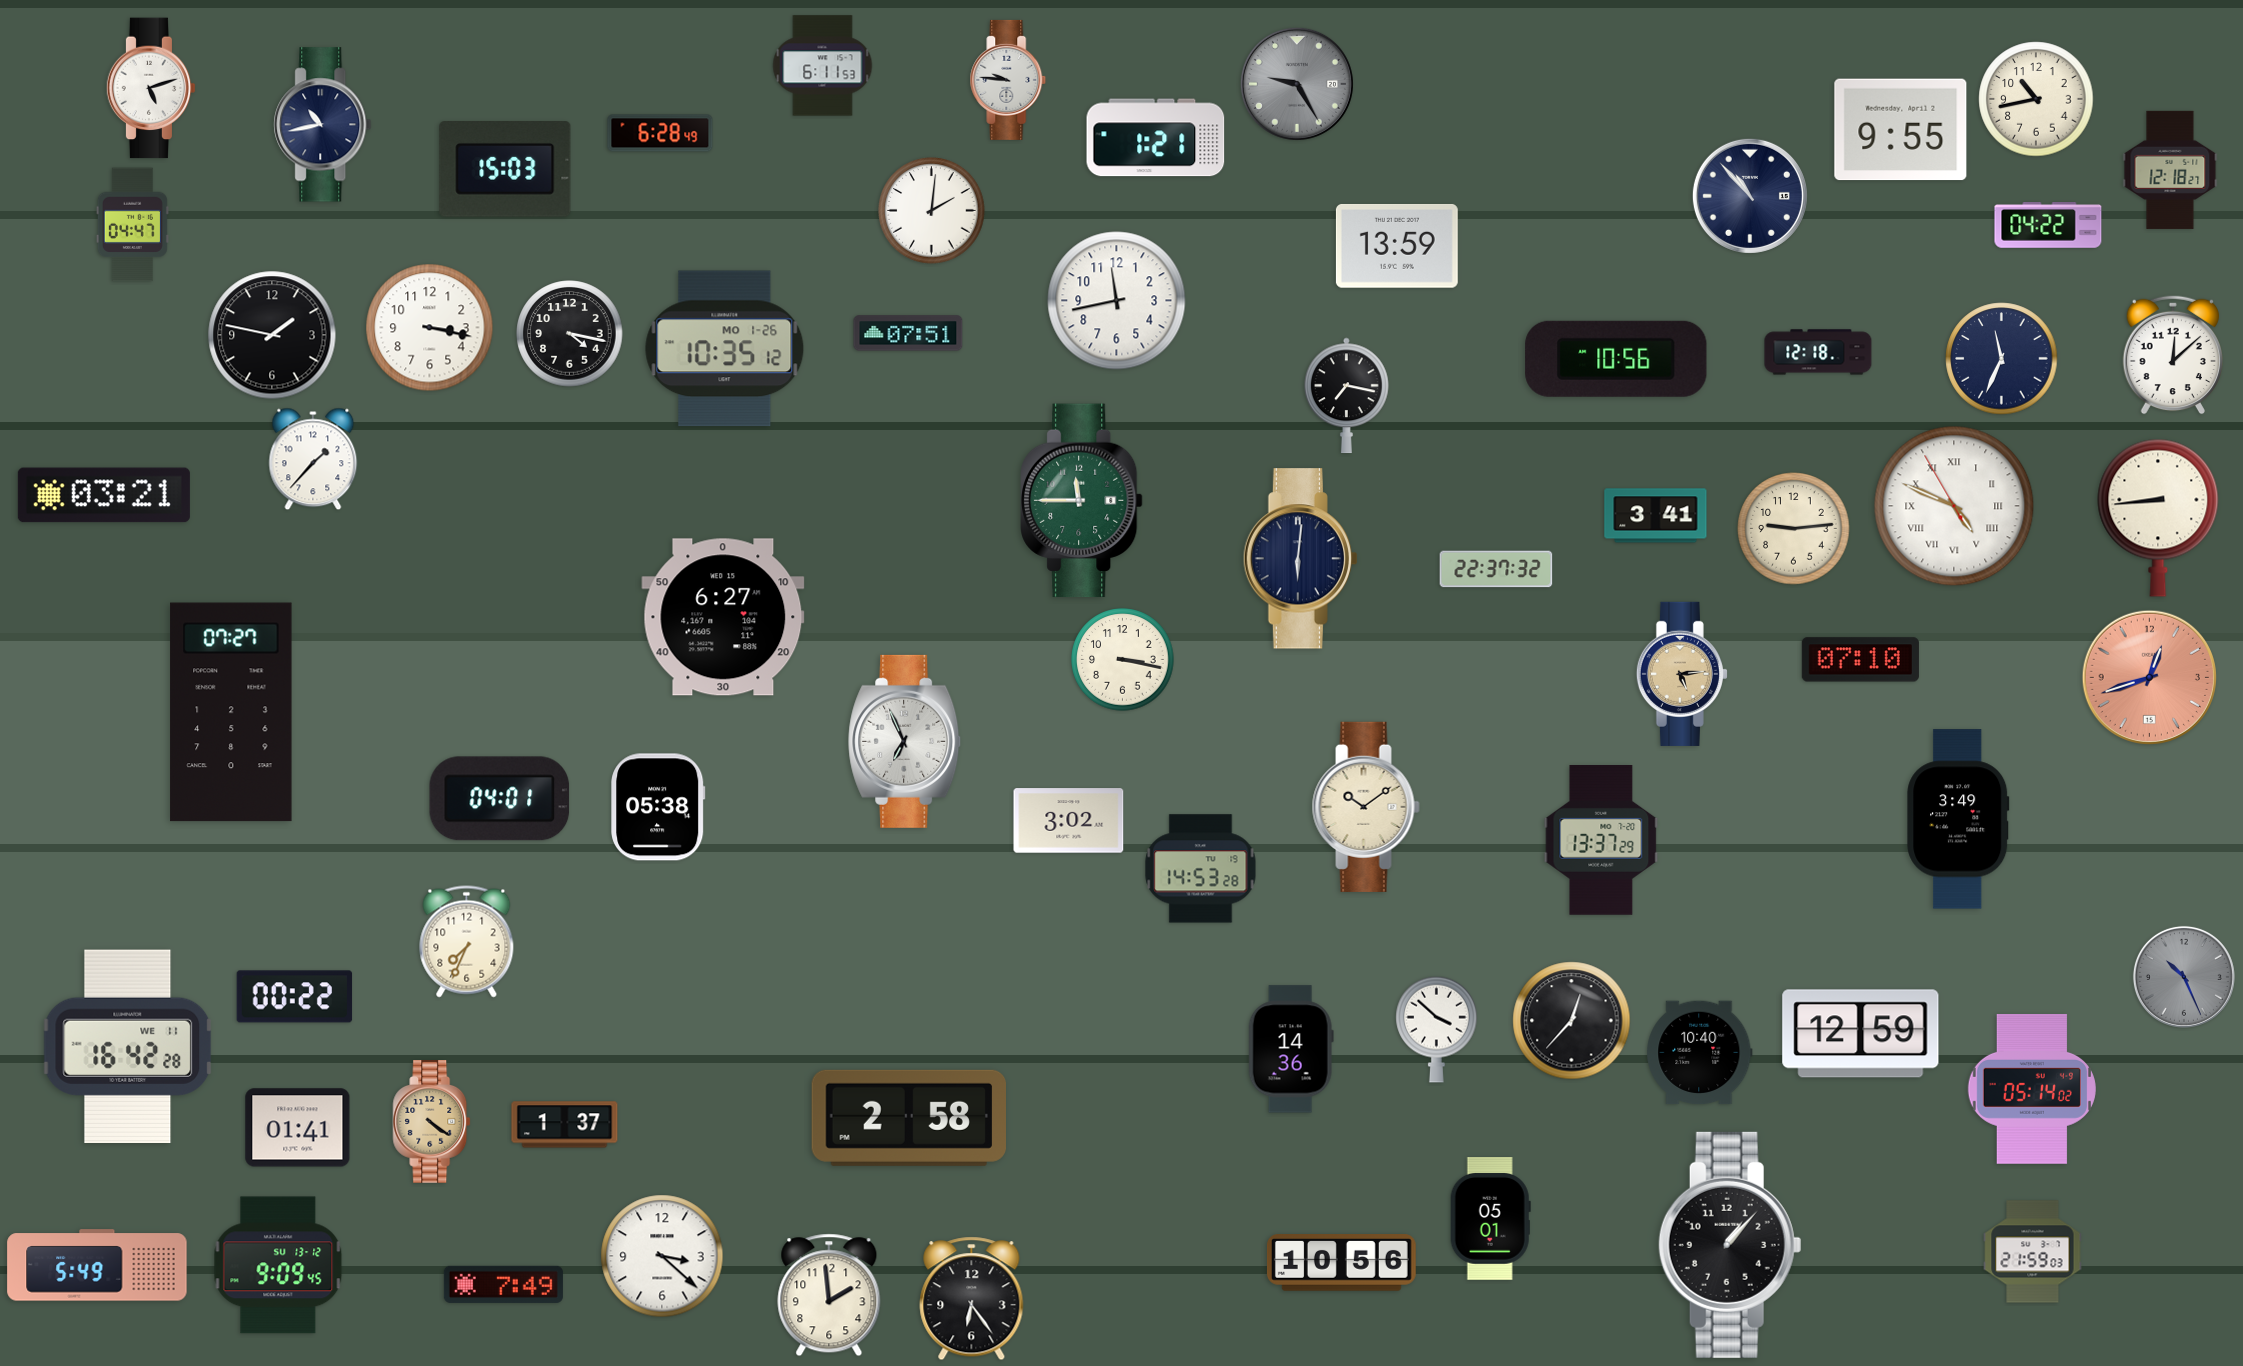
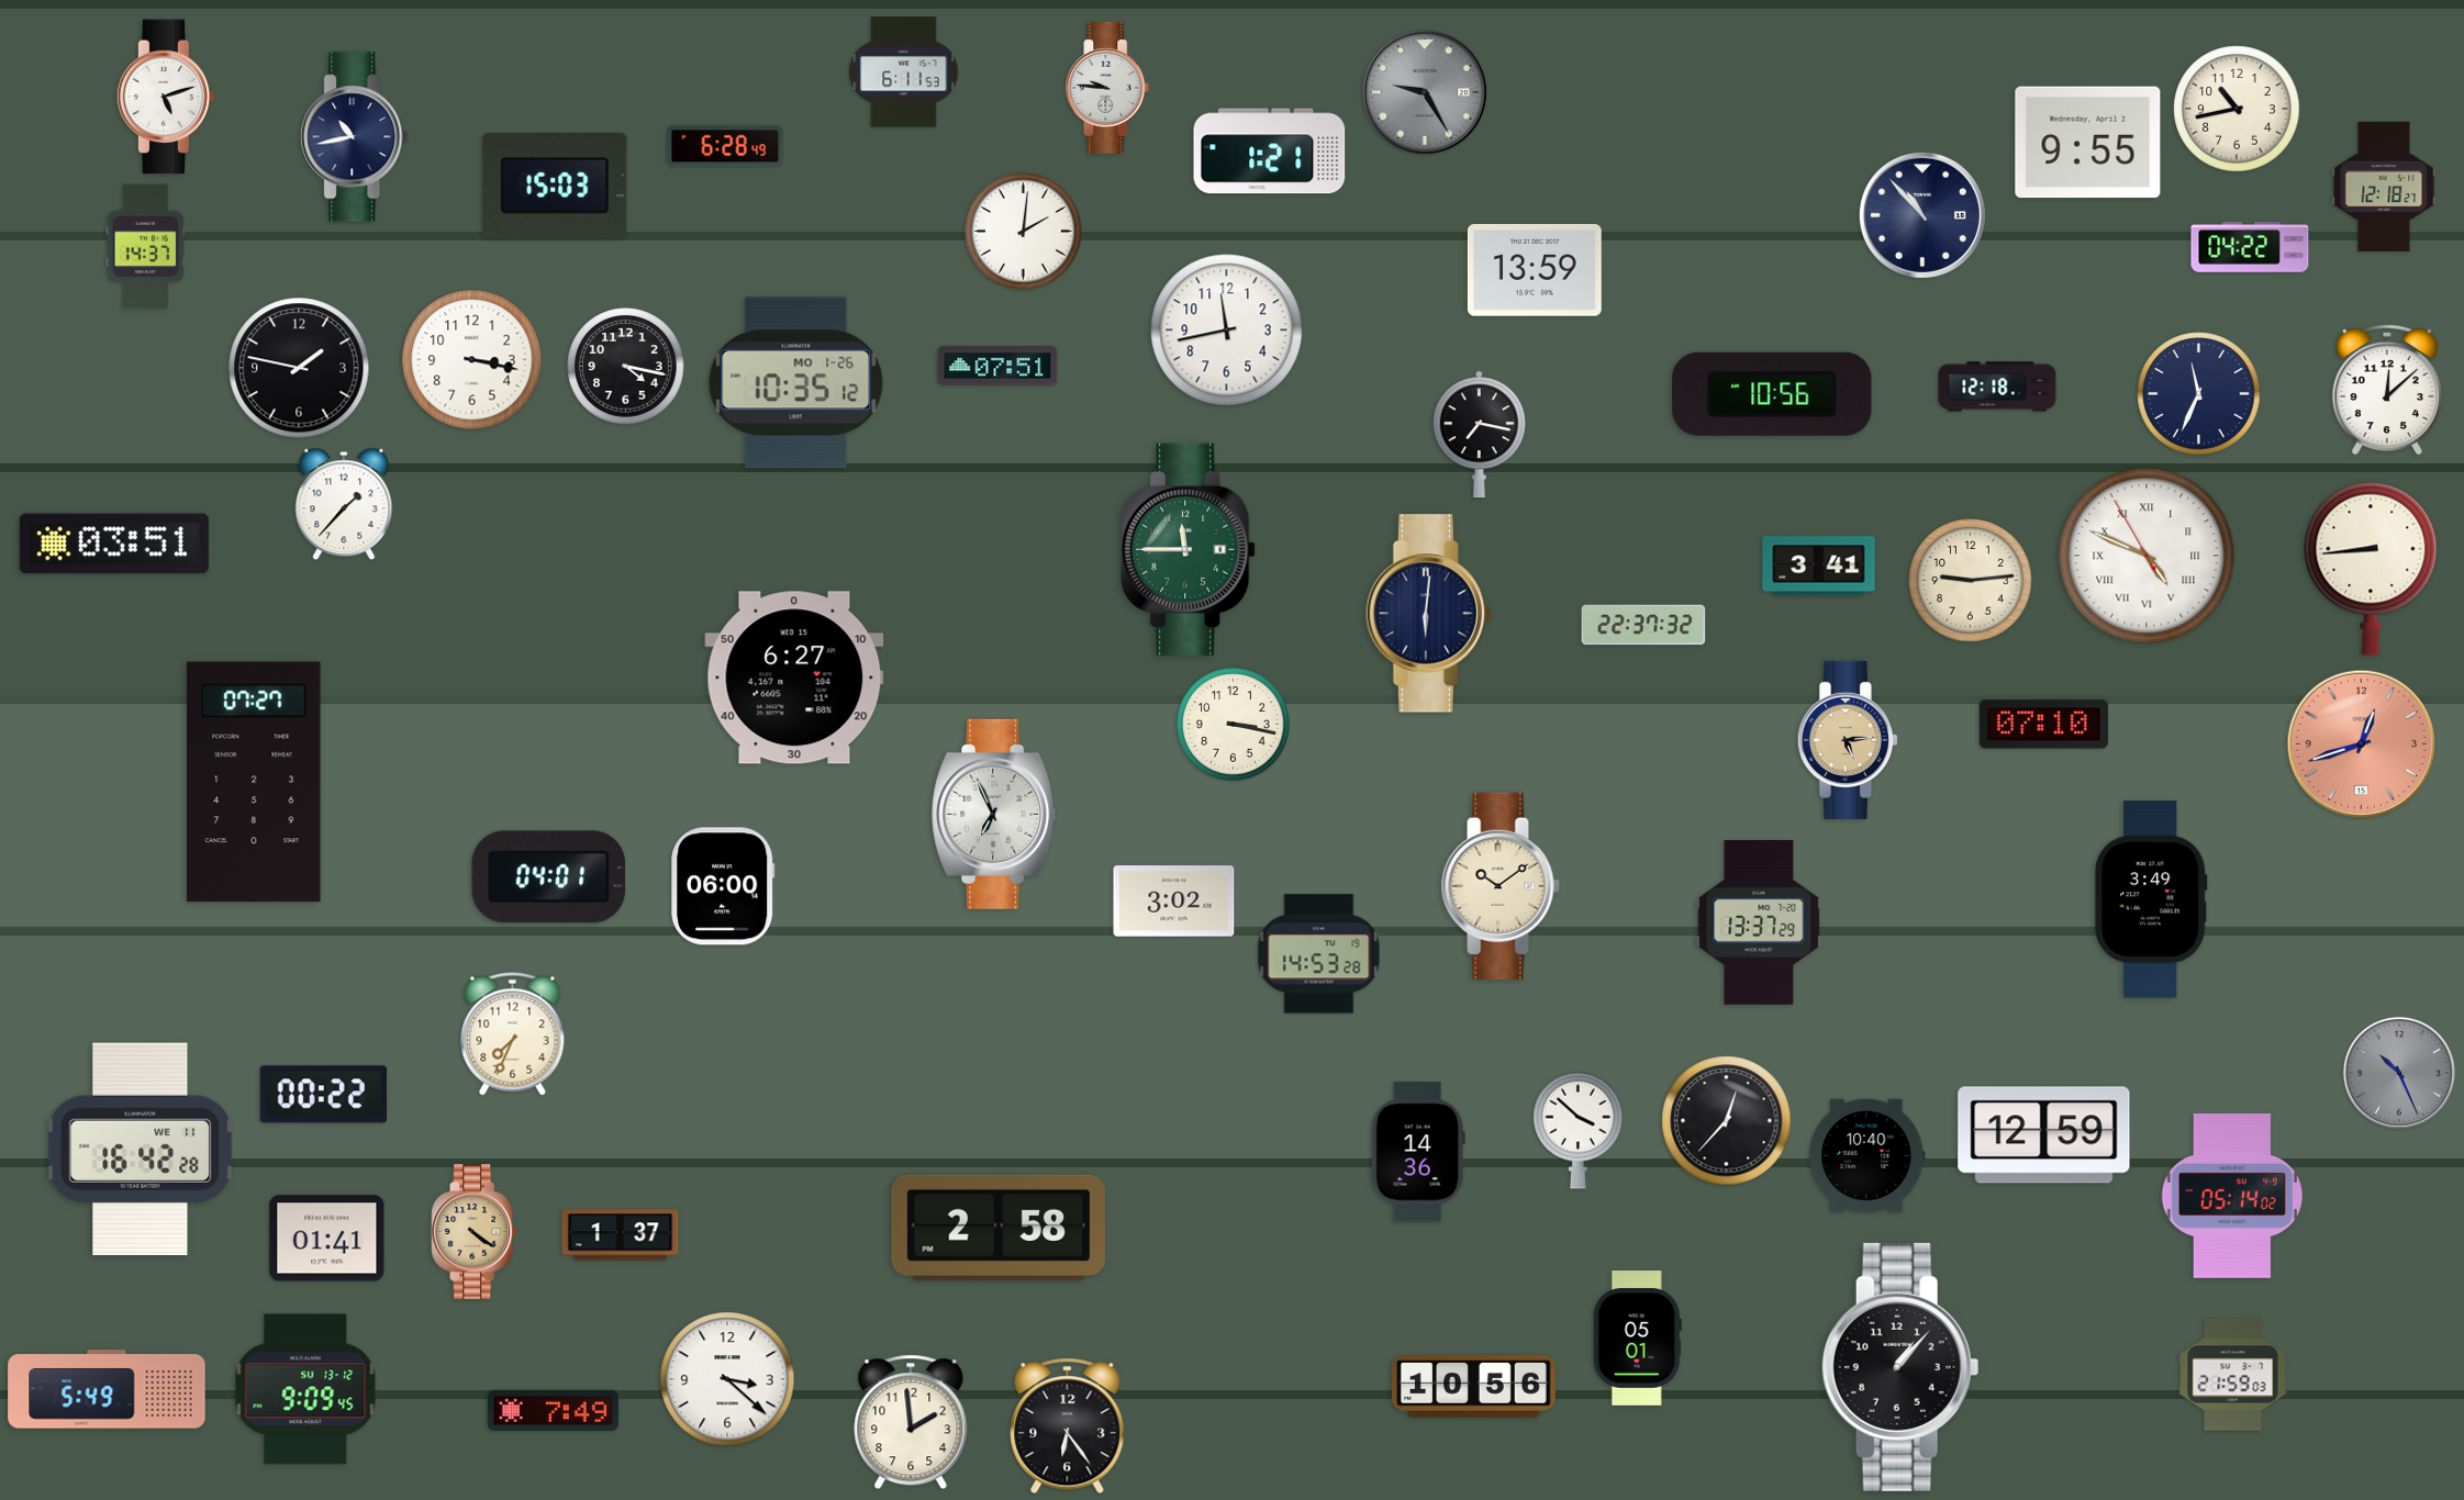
clock at (132, 225): 04:47 -> 14:37
clock at (1616, 359) position: (1616, 359) -> (1772, 394)
clock at (104, 495): 03:21 -> 03:51
clock at (658, 807): 05:38 -> 06:00
